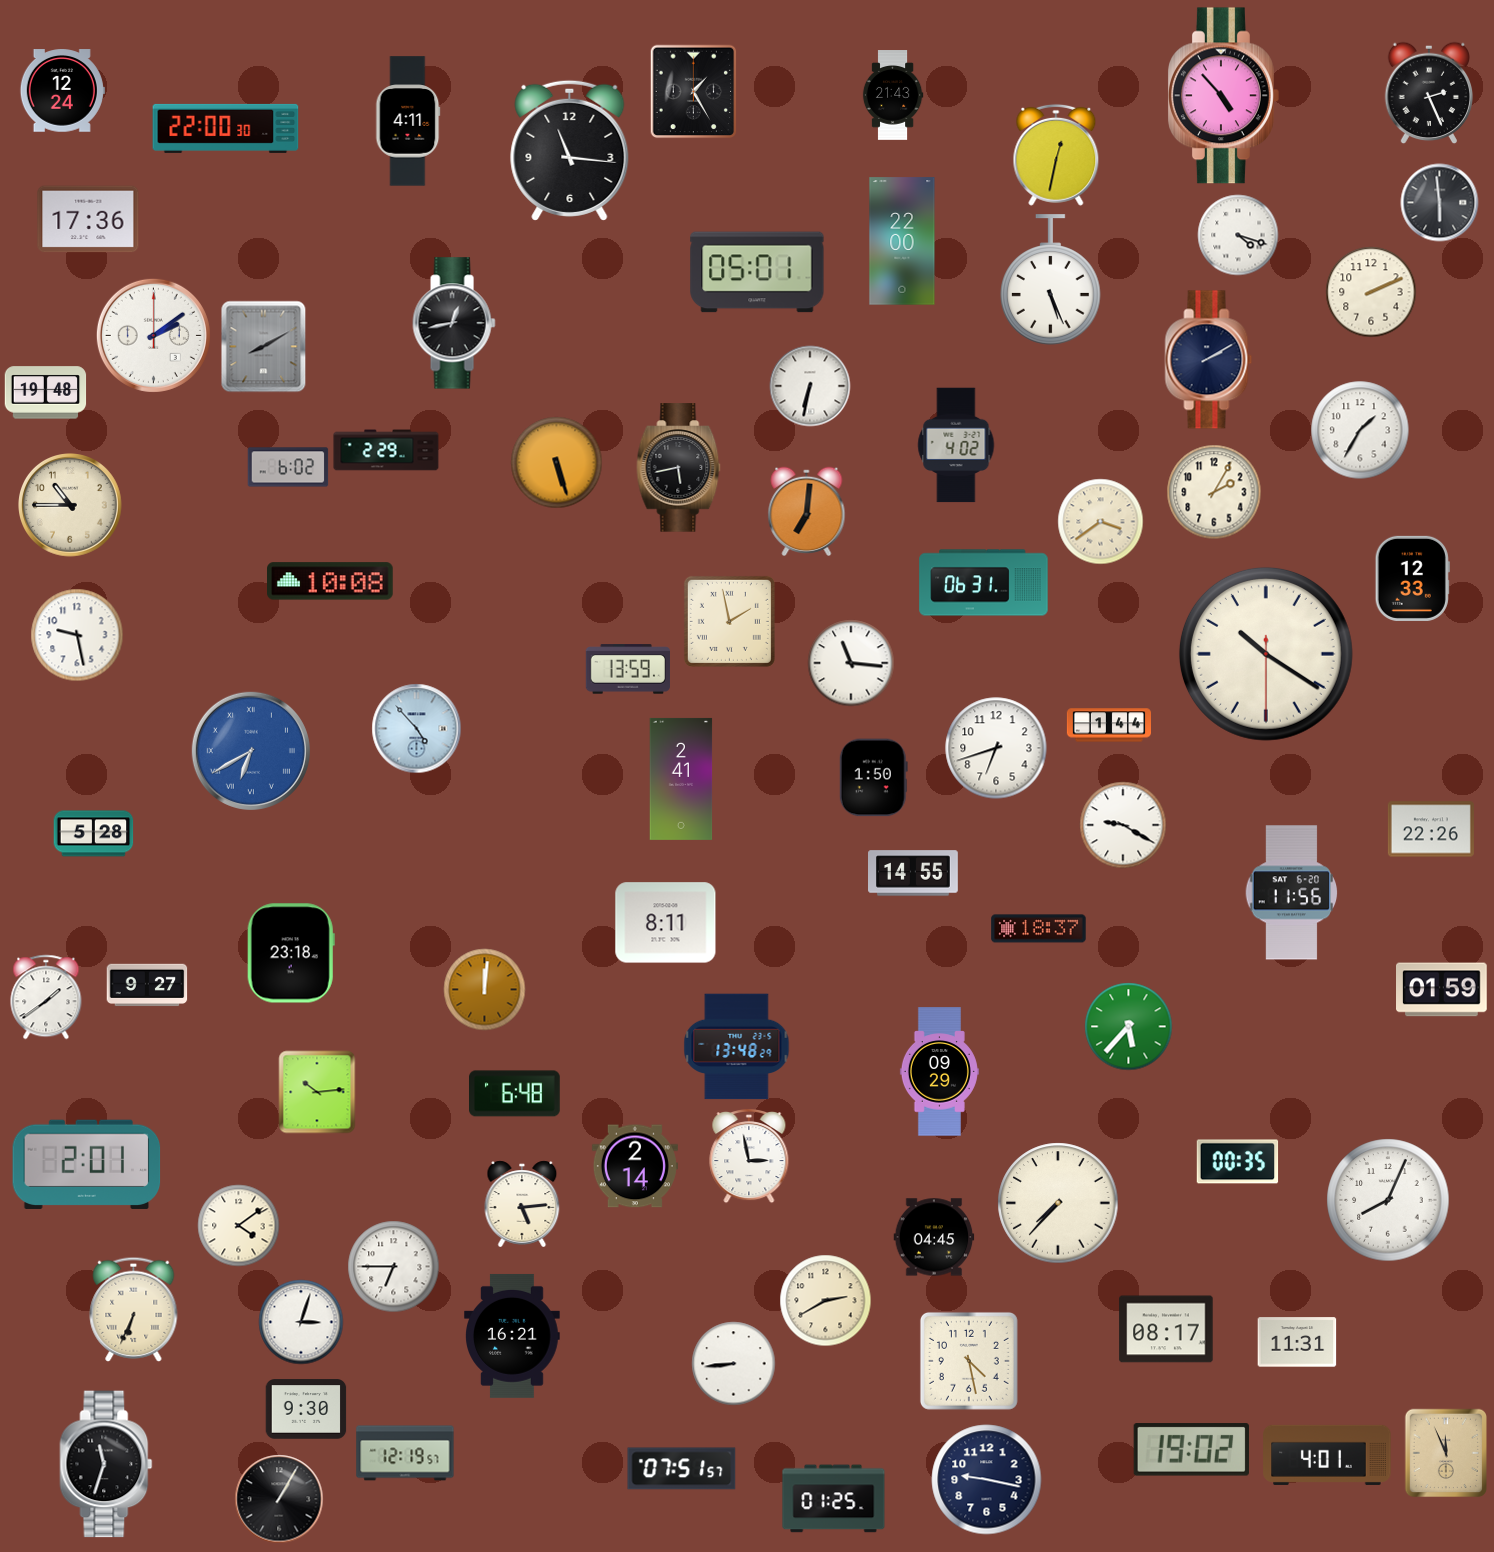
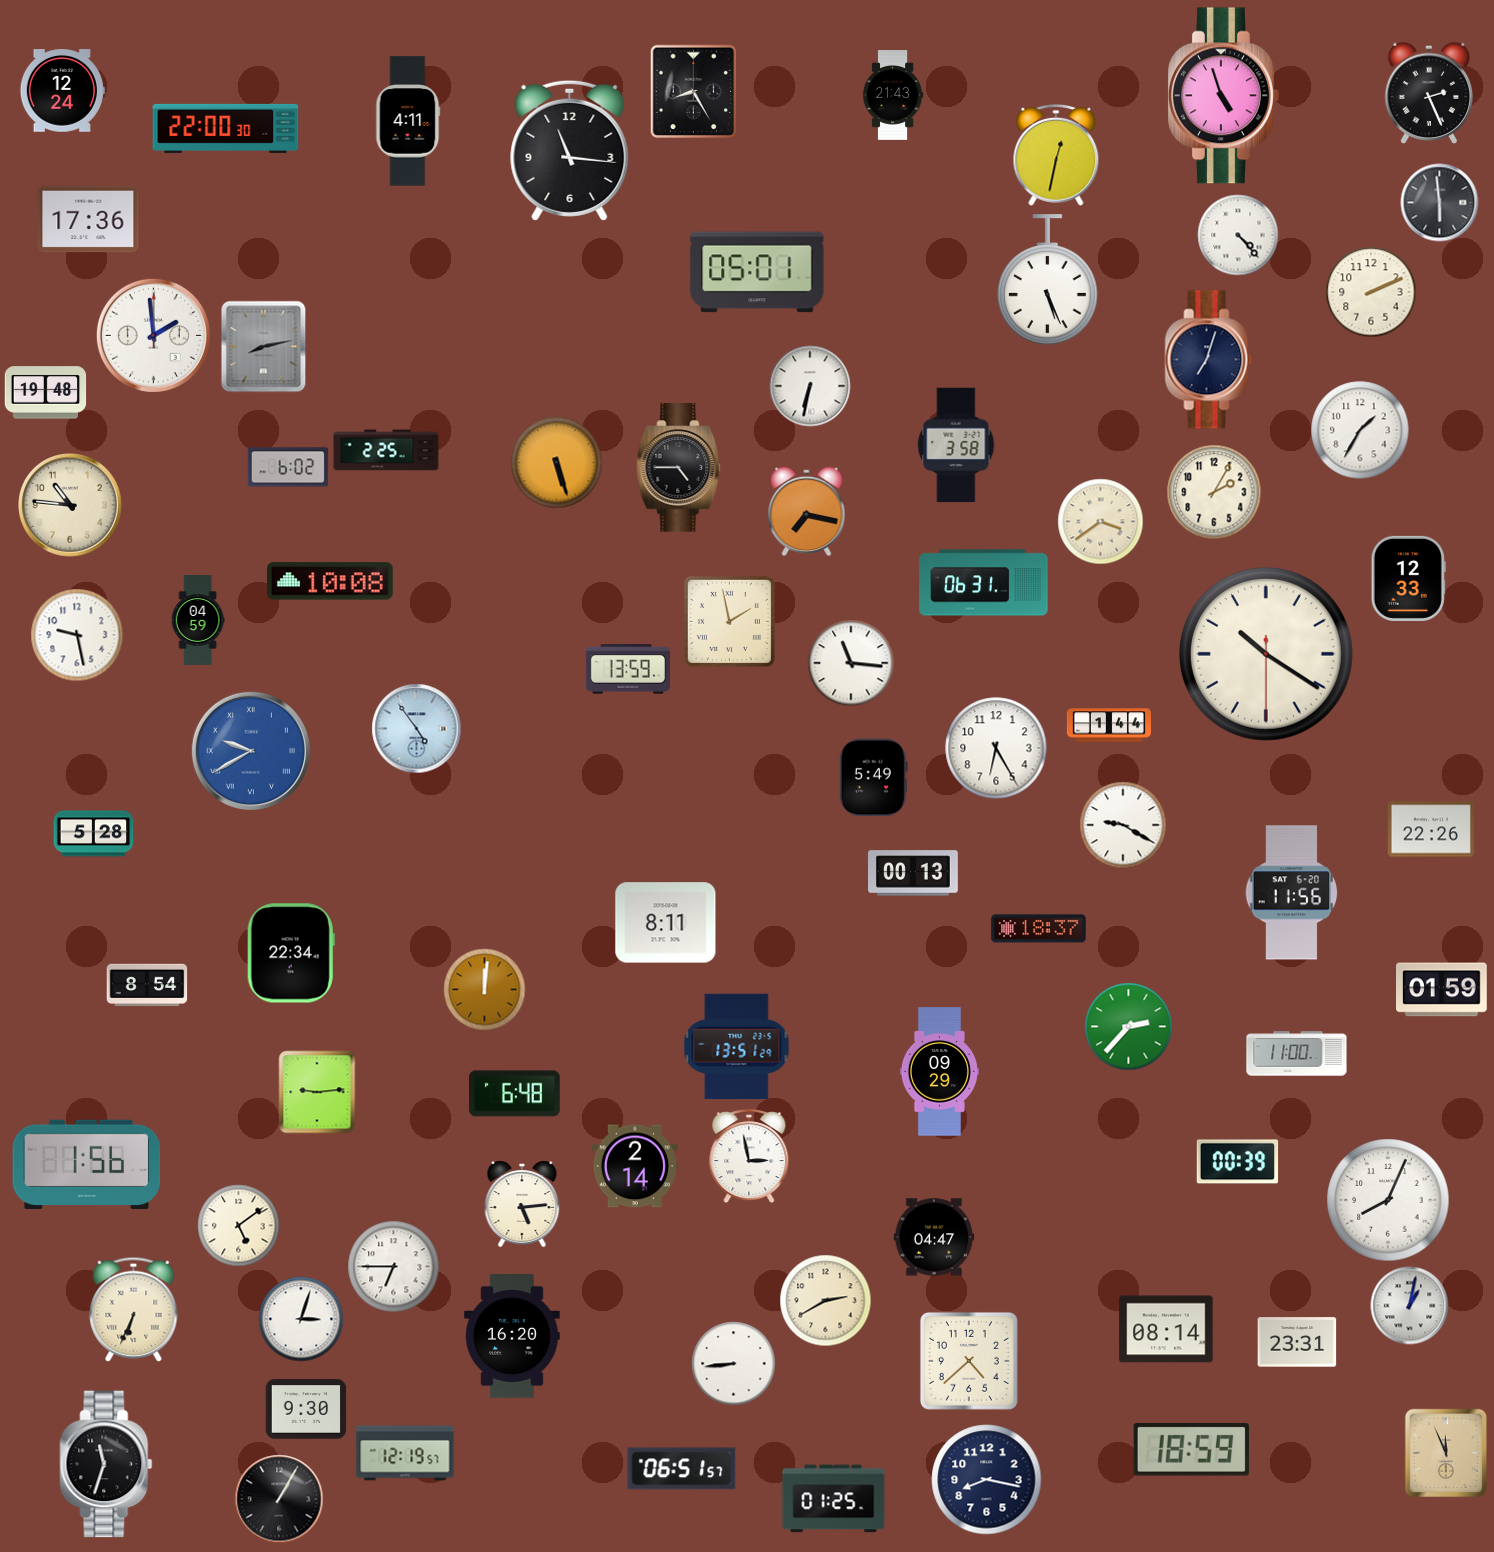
clock at (694, 92): 1:25 -> 8:25
clock at (1223, 96): 4:53 -> 4:57
clock at (1238, 235): 4:18 -> 4:23
clock at (902, 241): 22:00 -> none
clock at (1051, 280) position: (1051, 280) -> (1048, 280)
clock at (454, 323): 12:43 -> none
clock at (153, 335): 2:09 -> 1:59
clock at (264, 347): 8:10 -> 8:13
clock at (1209, 360): 2:10 -> 7:03
clock at (956, 445): 4:02 -> 3:58
clock at (386, 450): 2:29 -> 2:25
clock at (679, 468): 5:43 -> 4:45
clock at (71, 506): 10:45 -> 10:46
clock at (807, 512): 7:01 -> 7:17
clock at (1412, 578) position: (1412, 578) -> (1408, 578)
clock at (198, 620): none -> 04:59
clock at (417, 729): 4:53 -> 4:54
clock at (996, 748): 6:42 -> 6:25
clock at (251, 751): 6:40 -> 9:40
clock at (873, 778): 1:50 -> 5:49
clock at (681, 779): 2:41 -> none
clock at (914, 873): 14:55 -> 00:13
clock at (291, 953): 23:18 -> 22:34
clock at (147, 985): 9:27 -> 8:54
clock at (46, 997): 1:39 -> none
clock at (1129, 1027): 5:37 -> 2:37
clock at (737, 1047): 13:48 -> 13:51
clock at (1297, 1054): none -> 11:00
clock at (317, 1092): 10:14 -> 9:14
clock at (1238, 1162): 00:35 -> 00:39
clock at (87, 1164): 2:01 -> 1:56
clock at (1058, 1203): 7:37 -> none
clock at (239, 1226): 4:09 -> 5:09
clock at (934, 1237): 04:45 -> 04:47
clock at (1410, 1306): none -> 1:02
clock at (301, 1322) position: (301, 1322) -> (301, 1319)
clock at (1166, 1329): 08:17 -> 08:14
clock at (513, 1336): 16:21 -> 16:20
clock at (1297, 1342): 11:31 -> 23:31
clock at (969, 1361): 4:28 -> 4:38
clock at (1191, 1450): 19:02 -> 18:59
clock at (1327, 1455): 4:01 -> none
clock at (682, 1469): 07:51 -> 06:51
clock at (987, 1480): 9:17 -> 8:17
